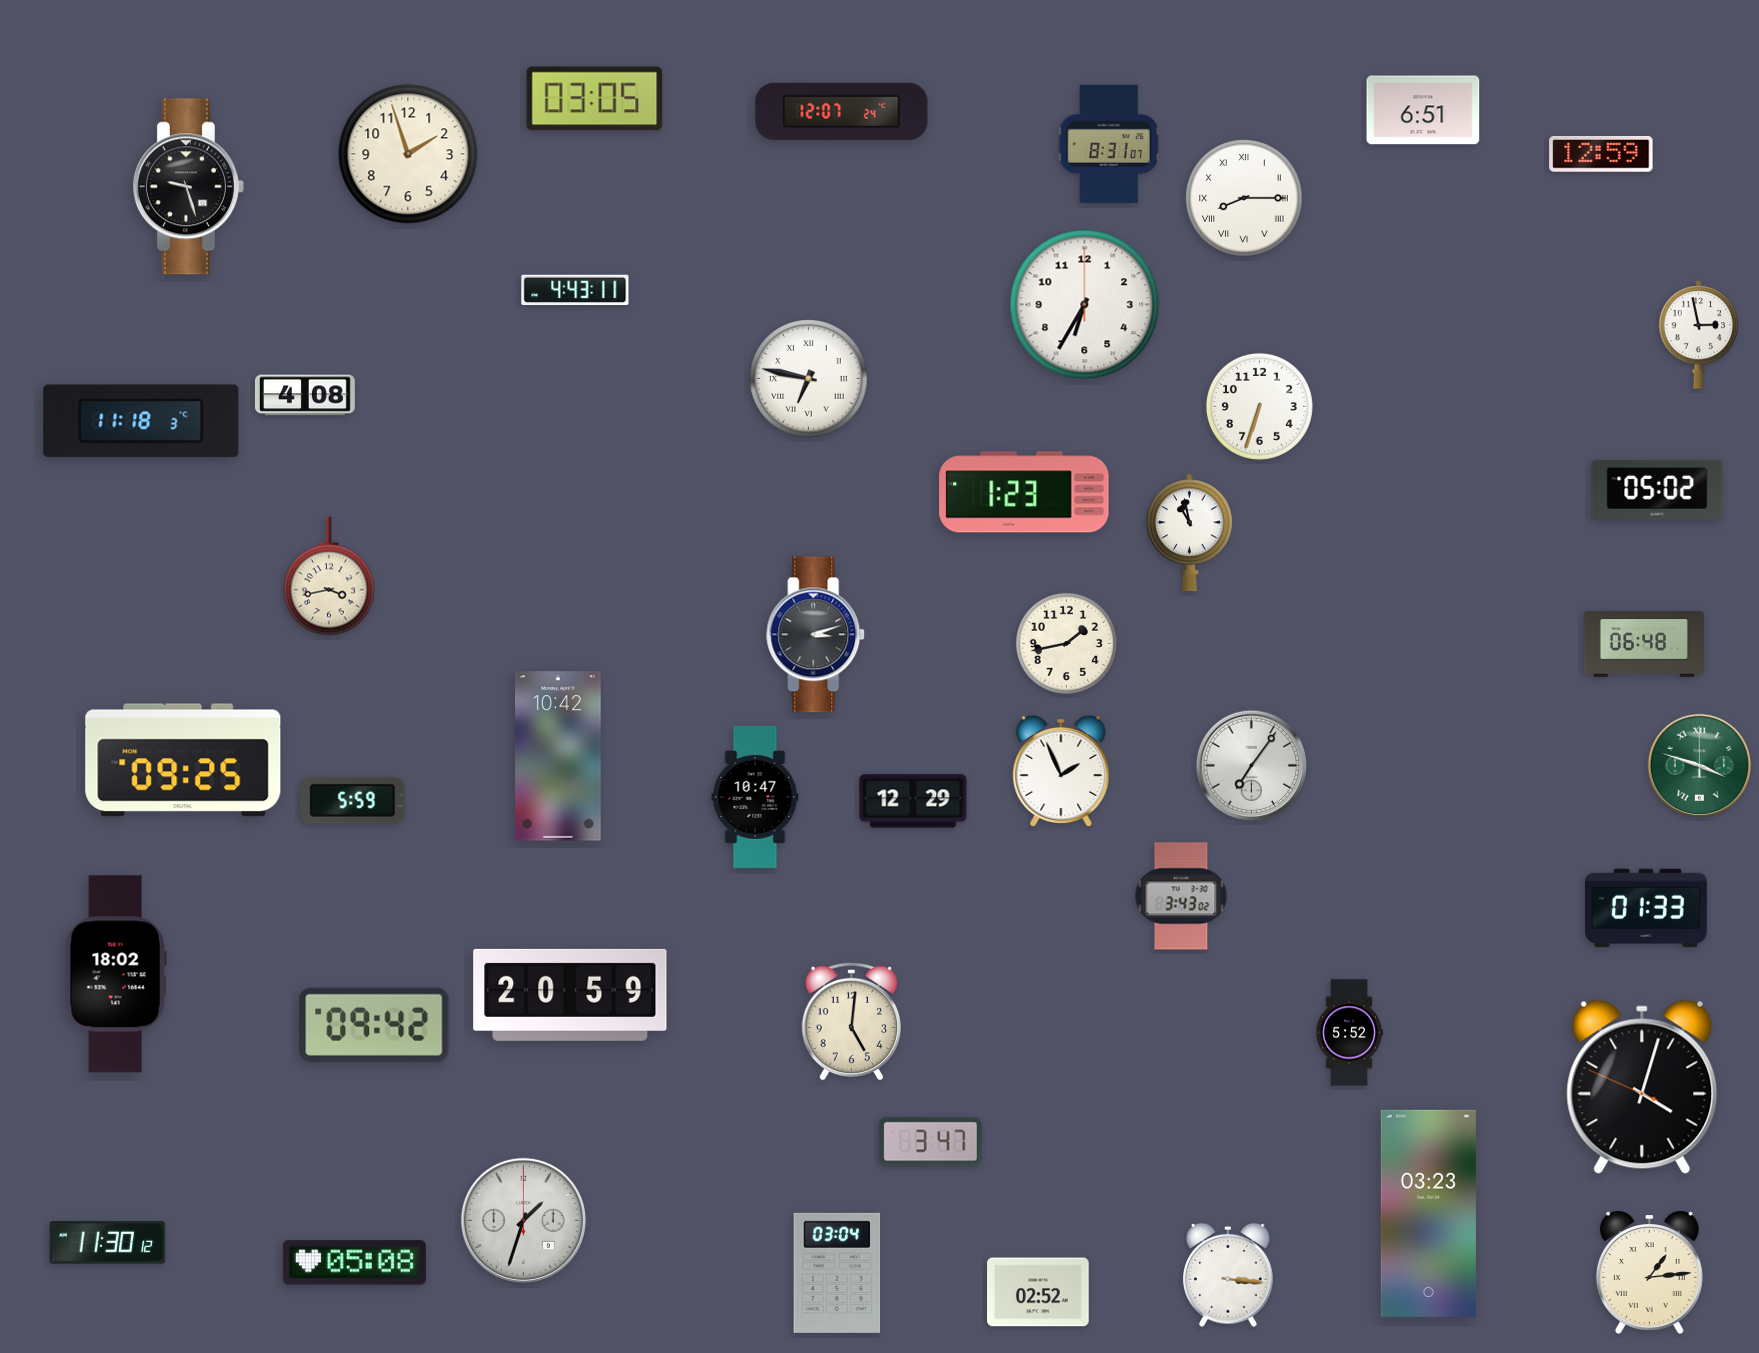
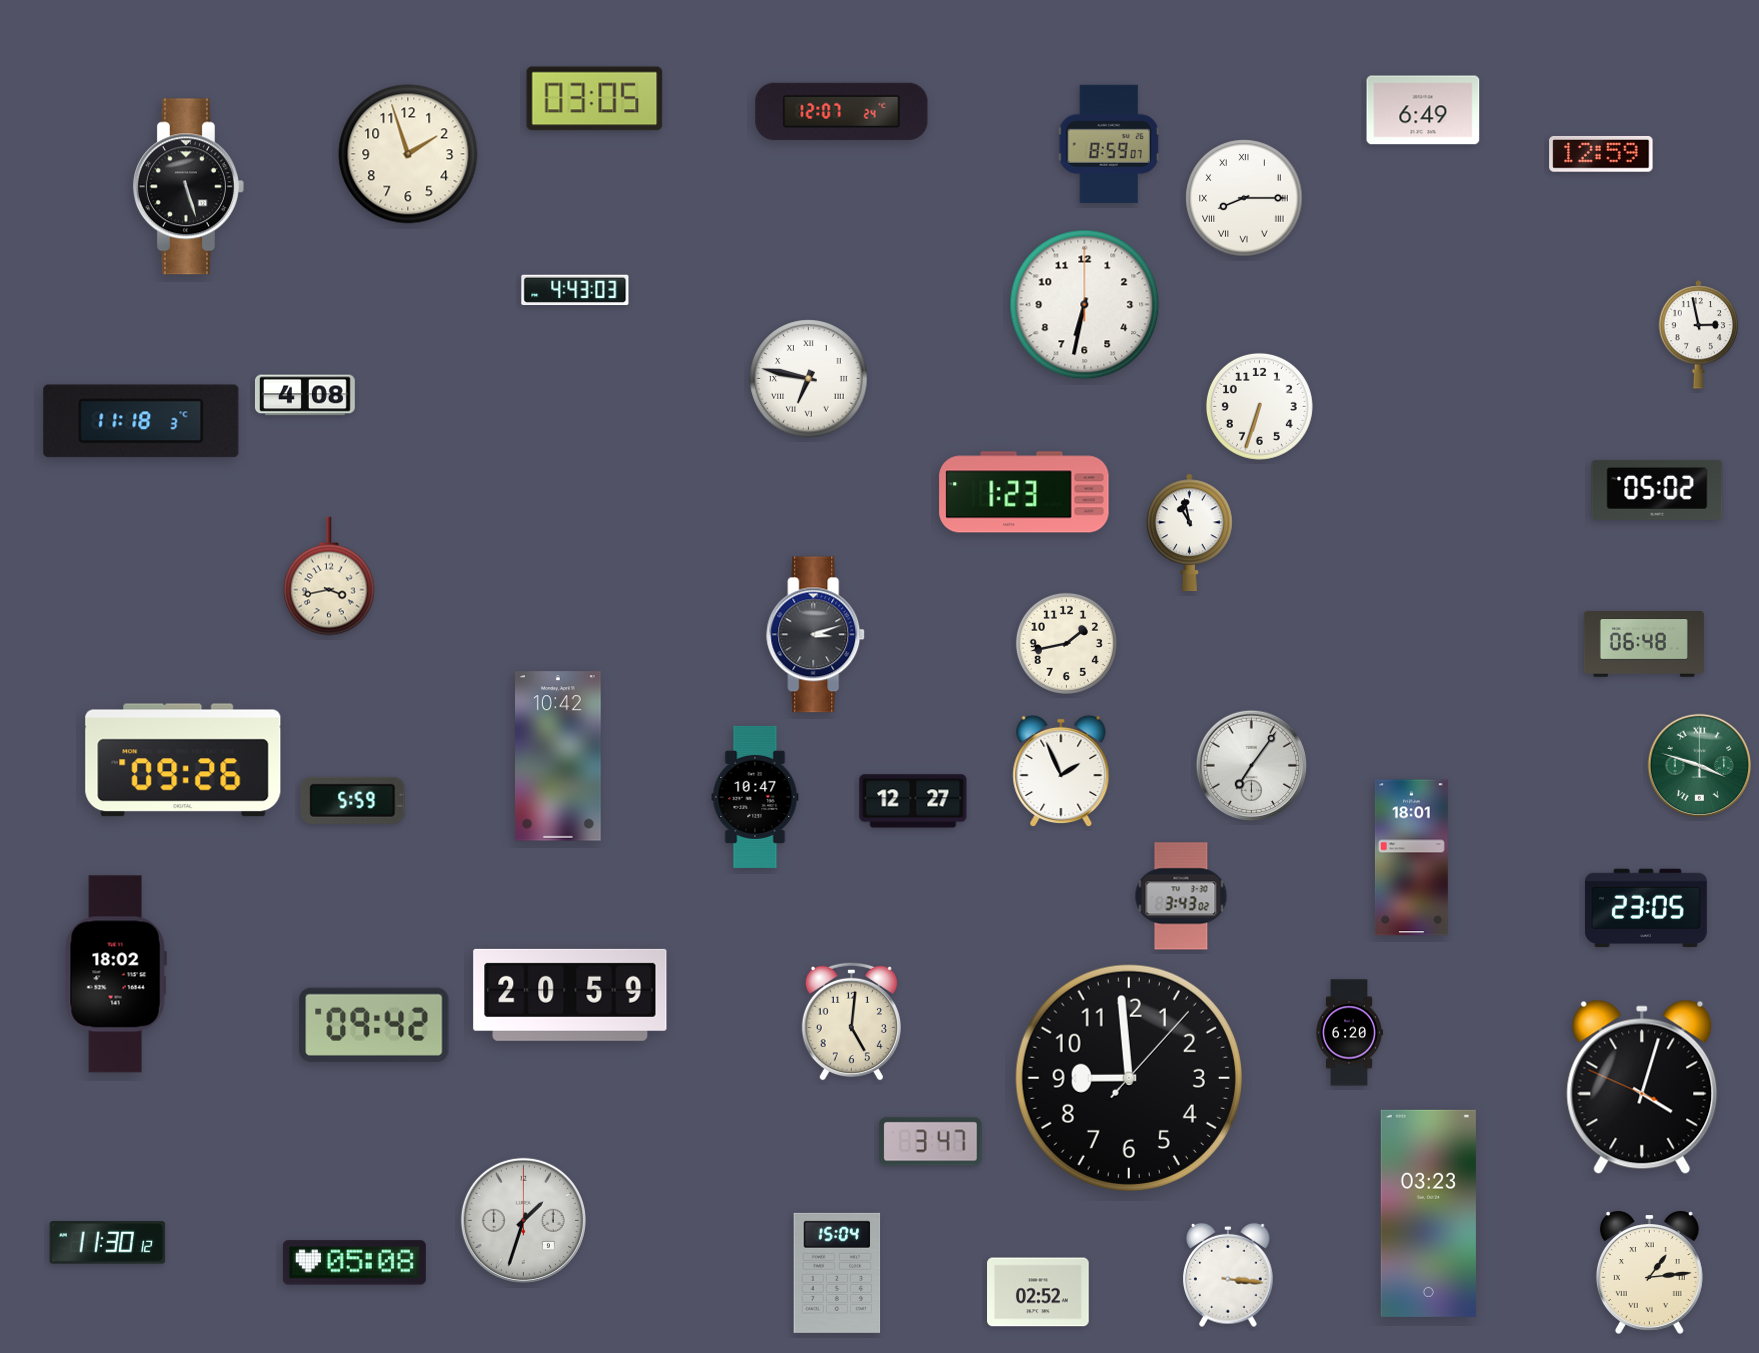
clock at (1423, 110): 6:51 -> 6:49
clock at (1109, 144): 8:31 -> 8:59
clock at (188, 187): 9:27 -> 5:27
clock at (575, 290): 4:43:11 -> 4:43:03
clock at (1085, 305): 6:35 -> 6:32
clock at (183, 760): 09:25 -> 09:26
clock at (913, 801): 12:29 -> 12:27
clock at (1411, 858): none -> 18:01
clock at (1646, 908): 01:33 -> 23:05
clock at (1350, 1033): 5:52 -> 6:20
clock at (1129, 1078): none -> 8:59
clock at (837, 1273): 03:04 -> 15:04
